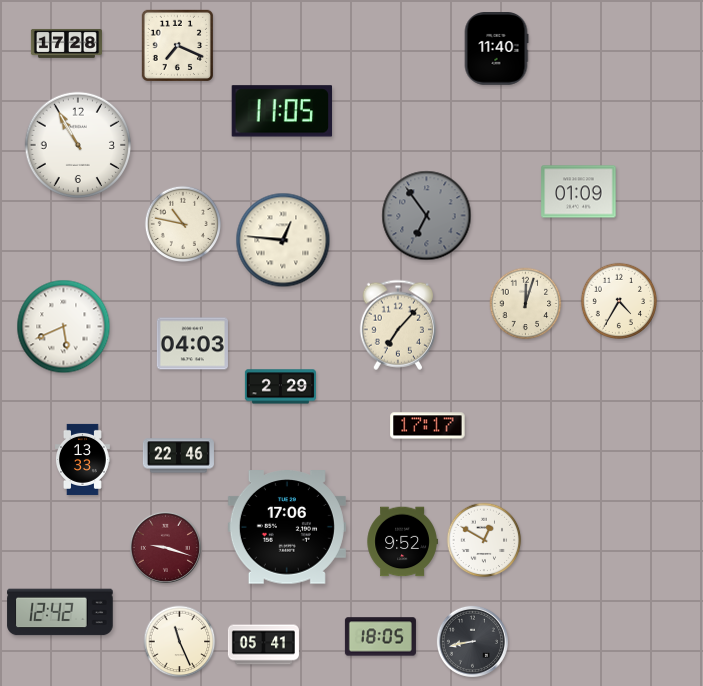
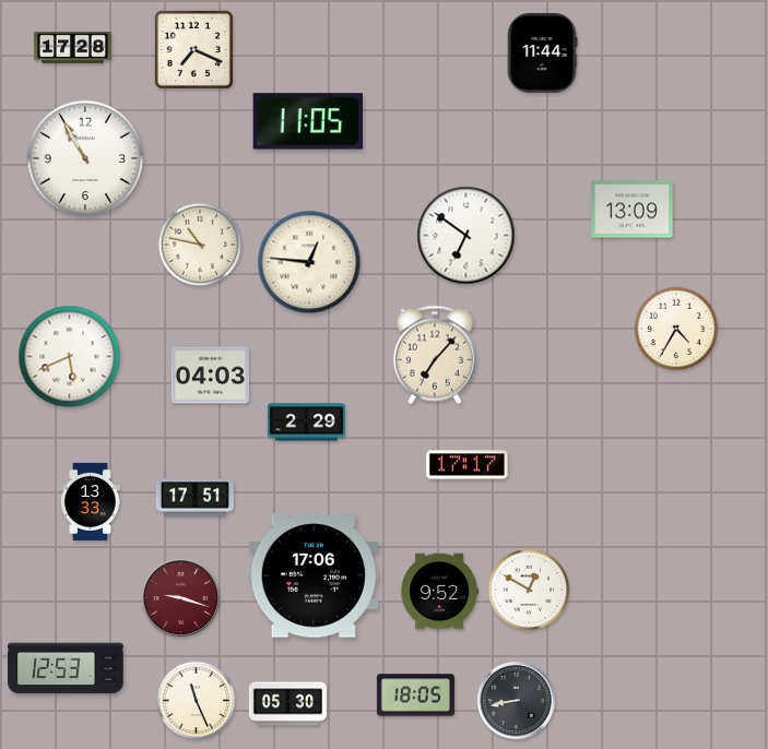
clock at (496, 49): 11:40 -> 11:44
clock at (579, 192): 01:09 -> 13:09
clock at (427, 216): 6:54 -> 6:51
clock at (427, 216) dial: grey -> white
clock at (526, 304): 12:03 -> none
clock at (178, 456): 22:46 -> 17:51
clock at (60, 612): 12:42 -> 12:53
clock at (263, 645): 05:41 -> 05:30
